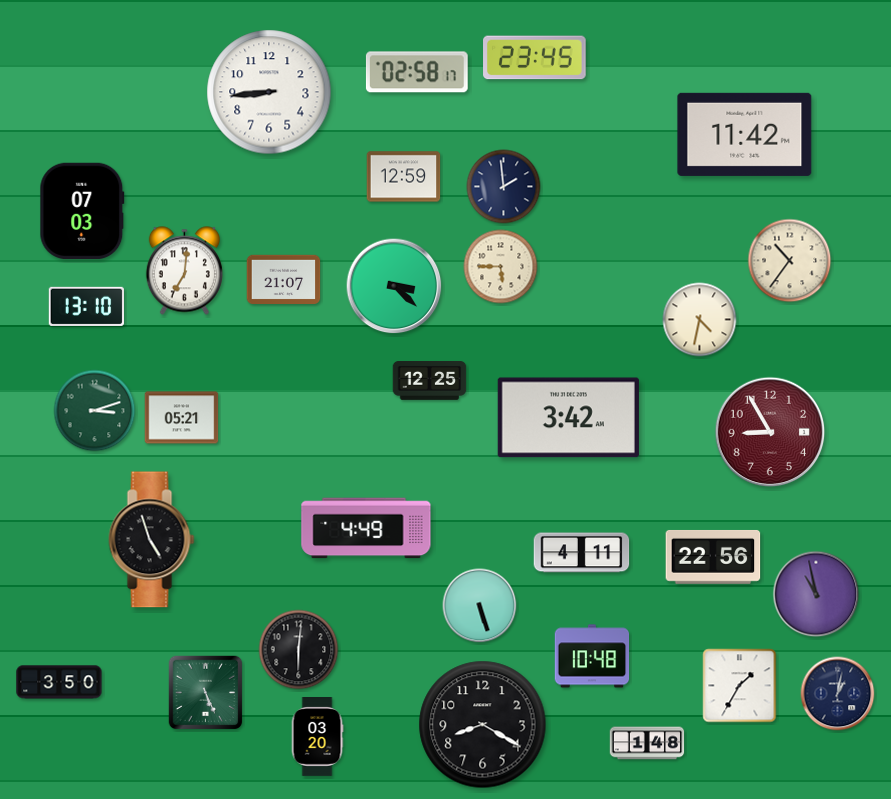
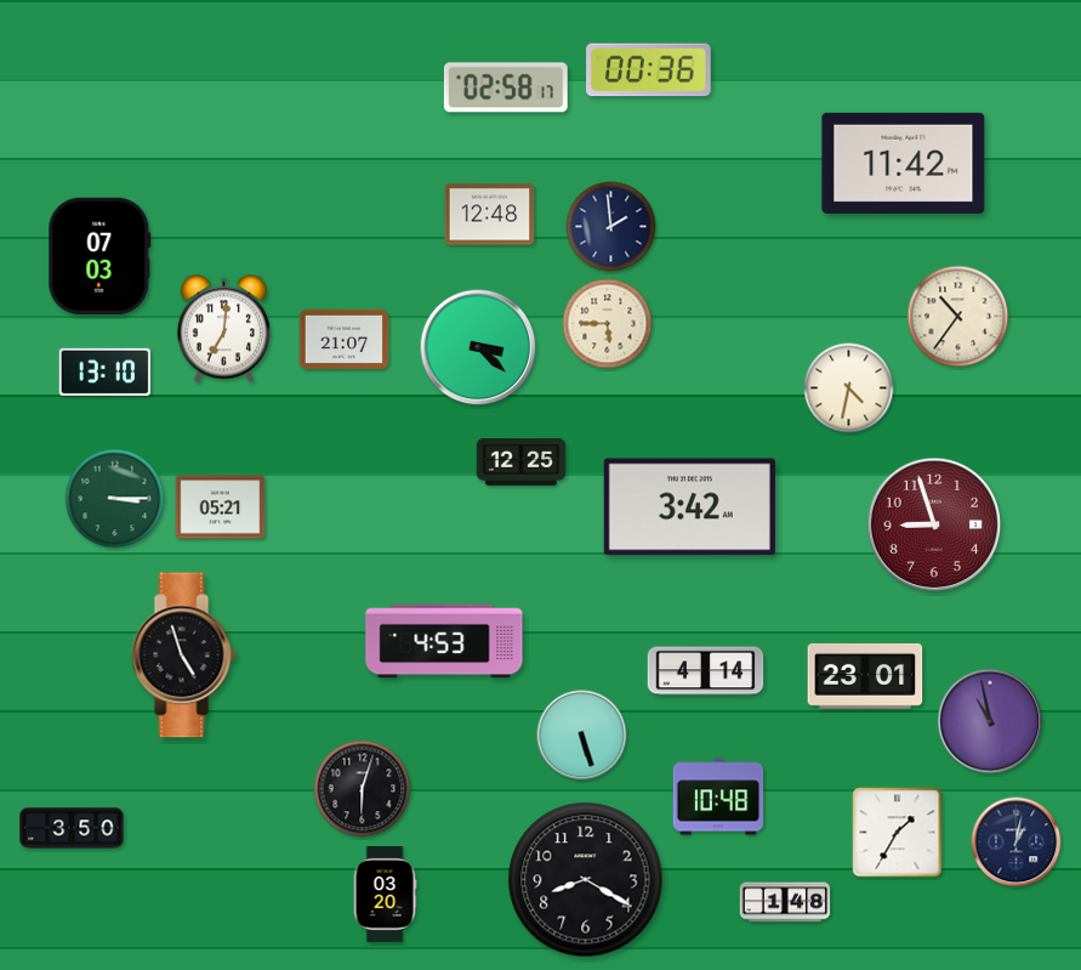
clock at (535, 58): 23:45 -> 00:36
clock at (269, 92): 8:44 -> none
clock at (404, 177): 12:59 -> 12:48
clock at (95, 411): 3:12 -> 3:15
clock at (770, 432): 8:55 -> 8:57
clock at (366, 528): 4:49 -> 4:53
clock at (582, 553): 4:11 -> 4:14
clock at (713, 557): 22:56 -> 23:01
clock at (299, 650): 6:01 -> 6:03
clock at (206, 693): 5:26 -> none
